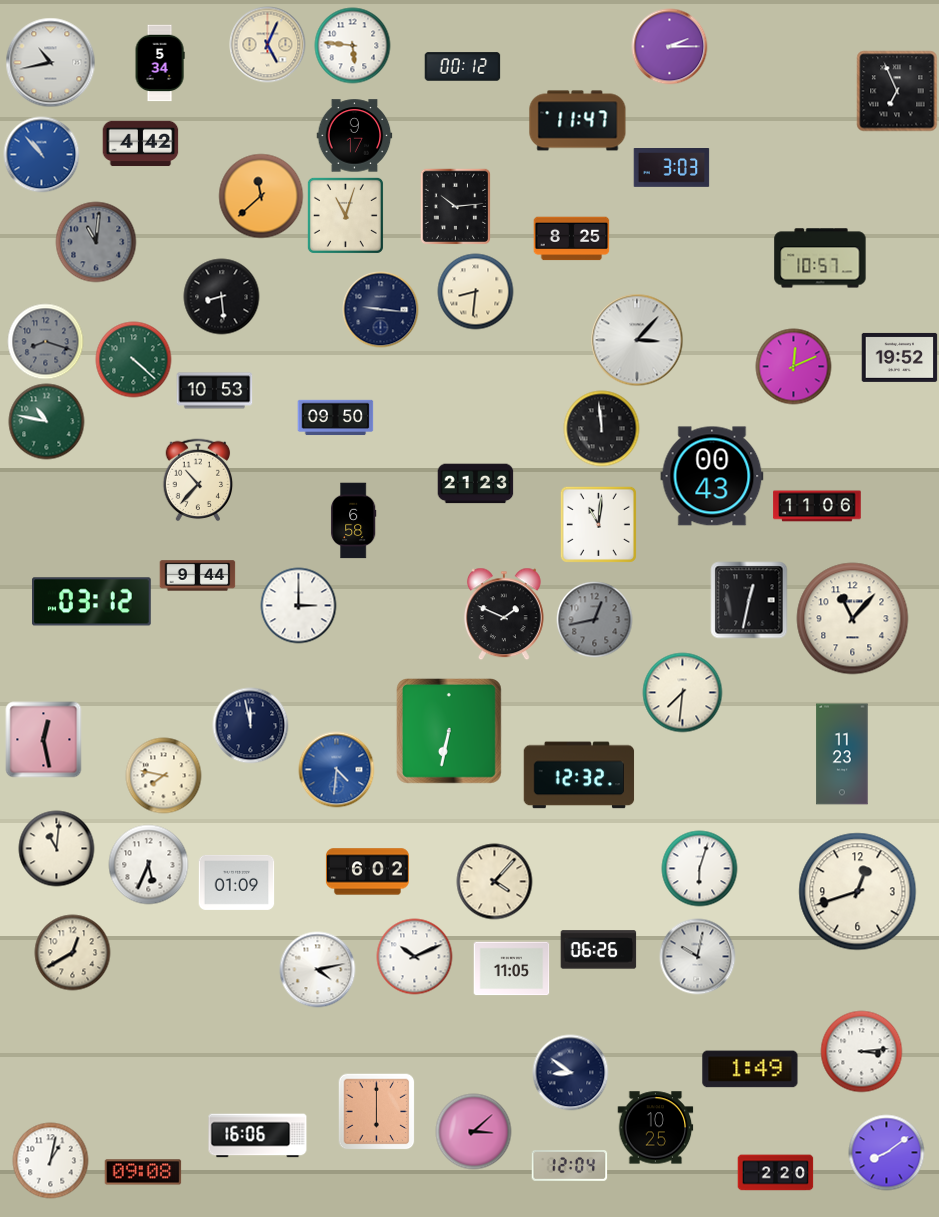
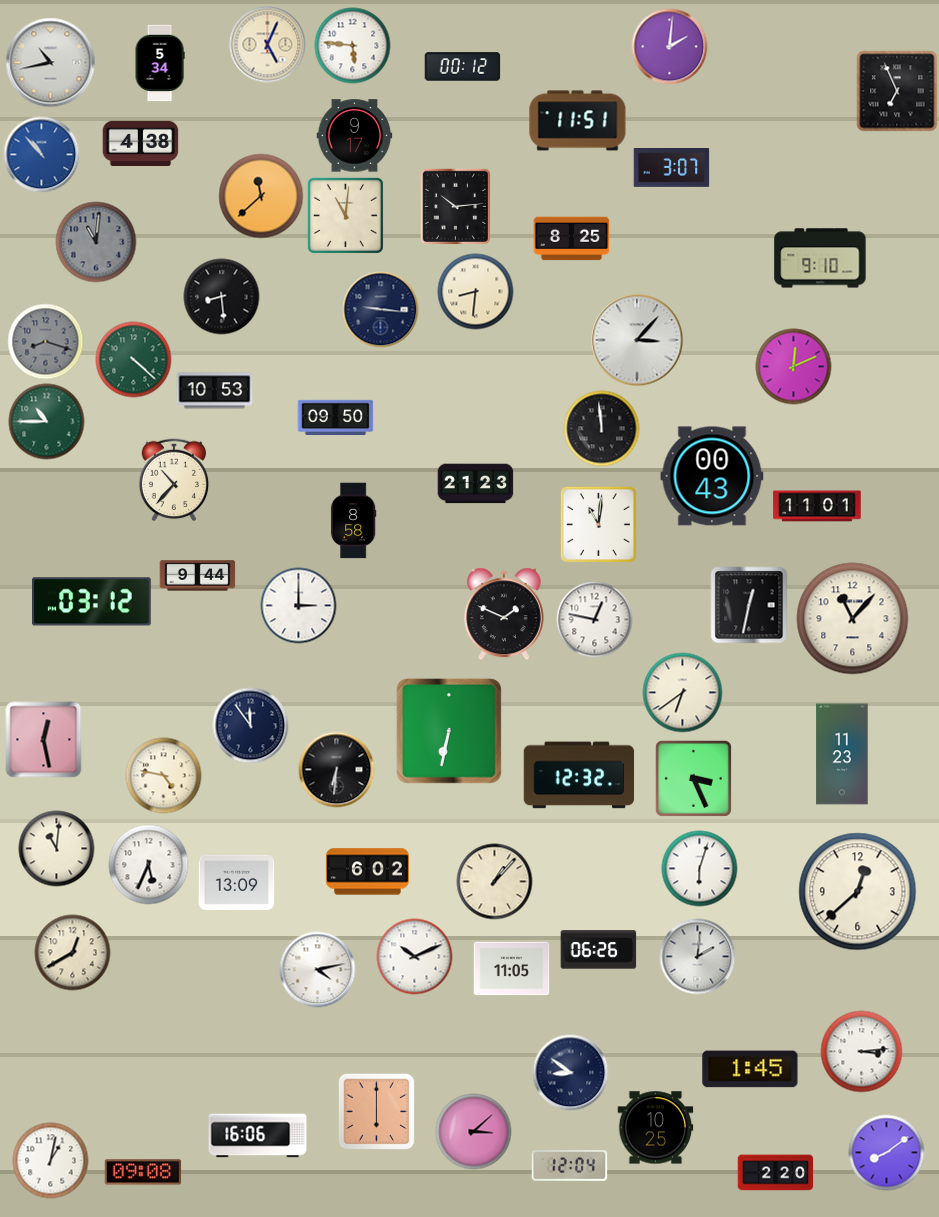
clock at (670, 47): 2:15 -> 2:01
clock at (578, 121): 11:47 -> 11:51
clock at (141, 144): 4:42 -> 4:38
clock at (672, 168): 3:03 -> 3:07
clock at (345, 215): 11:03 -> 11:01
clock at (820, 258): 10:57 -> 9:10
clock at (900, 357): 19:52 -> none
clock at (47, 422): 10:47 -> 10:45
clock at (198, 480) position: (198, 480) -> (174, 480)
clock at (817, 506): 11:06 -> 11:01
clock at (353, 521): 6:58 -> 8:58
clock at (749, 600) position: (749, 600) -> (749, 605)
clock at (595, 620): 12:43 -> 12:47
clock at (595, 620) dial: grey -> white
clock at (683, 693): 7:31 -> 6:39
clock at (251, 726): 11:58 -> 11:54
clock at (337, 770): 4:31 -> 6:31
clock at (337, 770) dial: blue -> black
clock at (164, 776): 7:47 -> 4:47
clock at (693, 778): none -> 3:26
clock at (237, 882): 01:09 -> 13:09
clock at (495, 882): 4:07 -> 1:07
clock at (858, 892): 12:42 -> 12:38
clock at (698, 957): 10:02 -> 2:01
clock at (750, 1069): 1:49 -> 1:45
